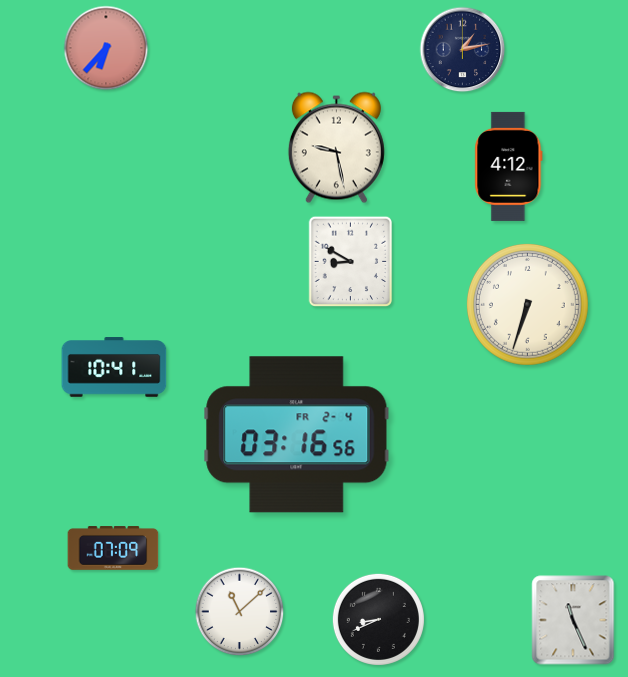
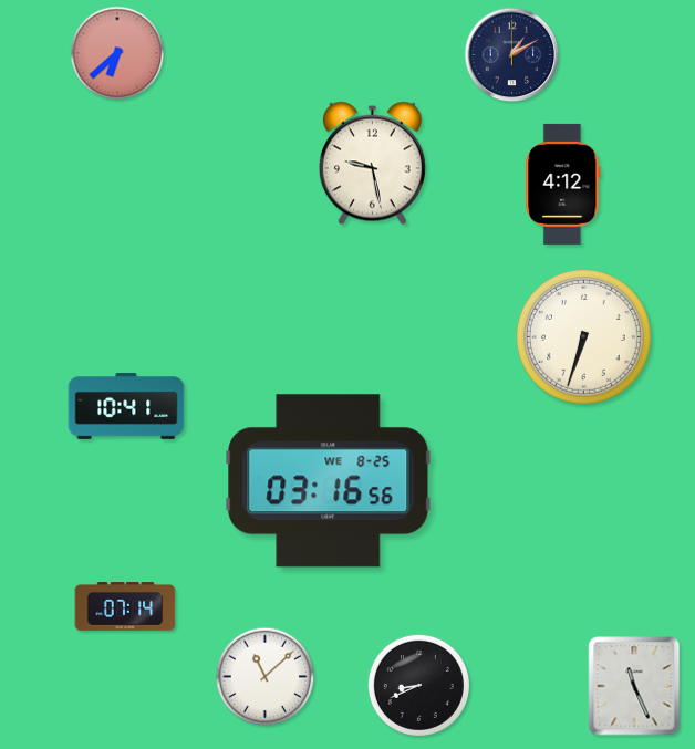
clock at (106, 48): 6:37 -> 6:38
clock at (463, 50): 1:13 -> 1:10
clock at (351, 262): 8:50 -> none
clock at (297, 435) date: FR 2-4 -> WE 8-25
clock at (113, 548): 07:09 -> 07:14
